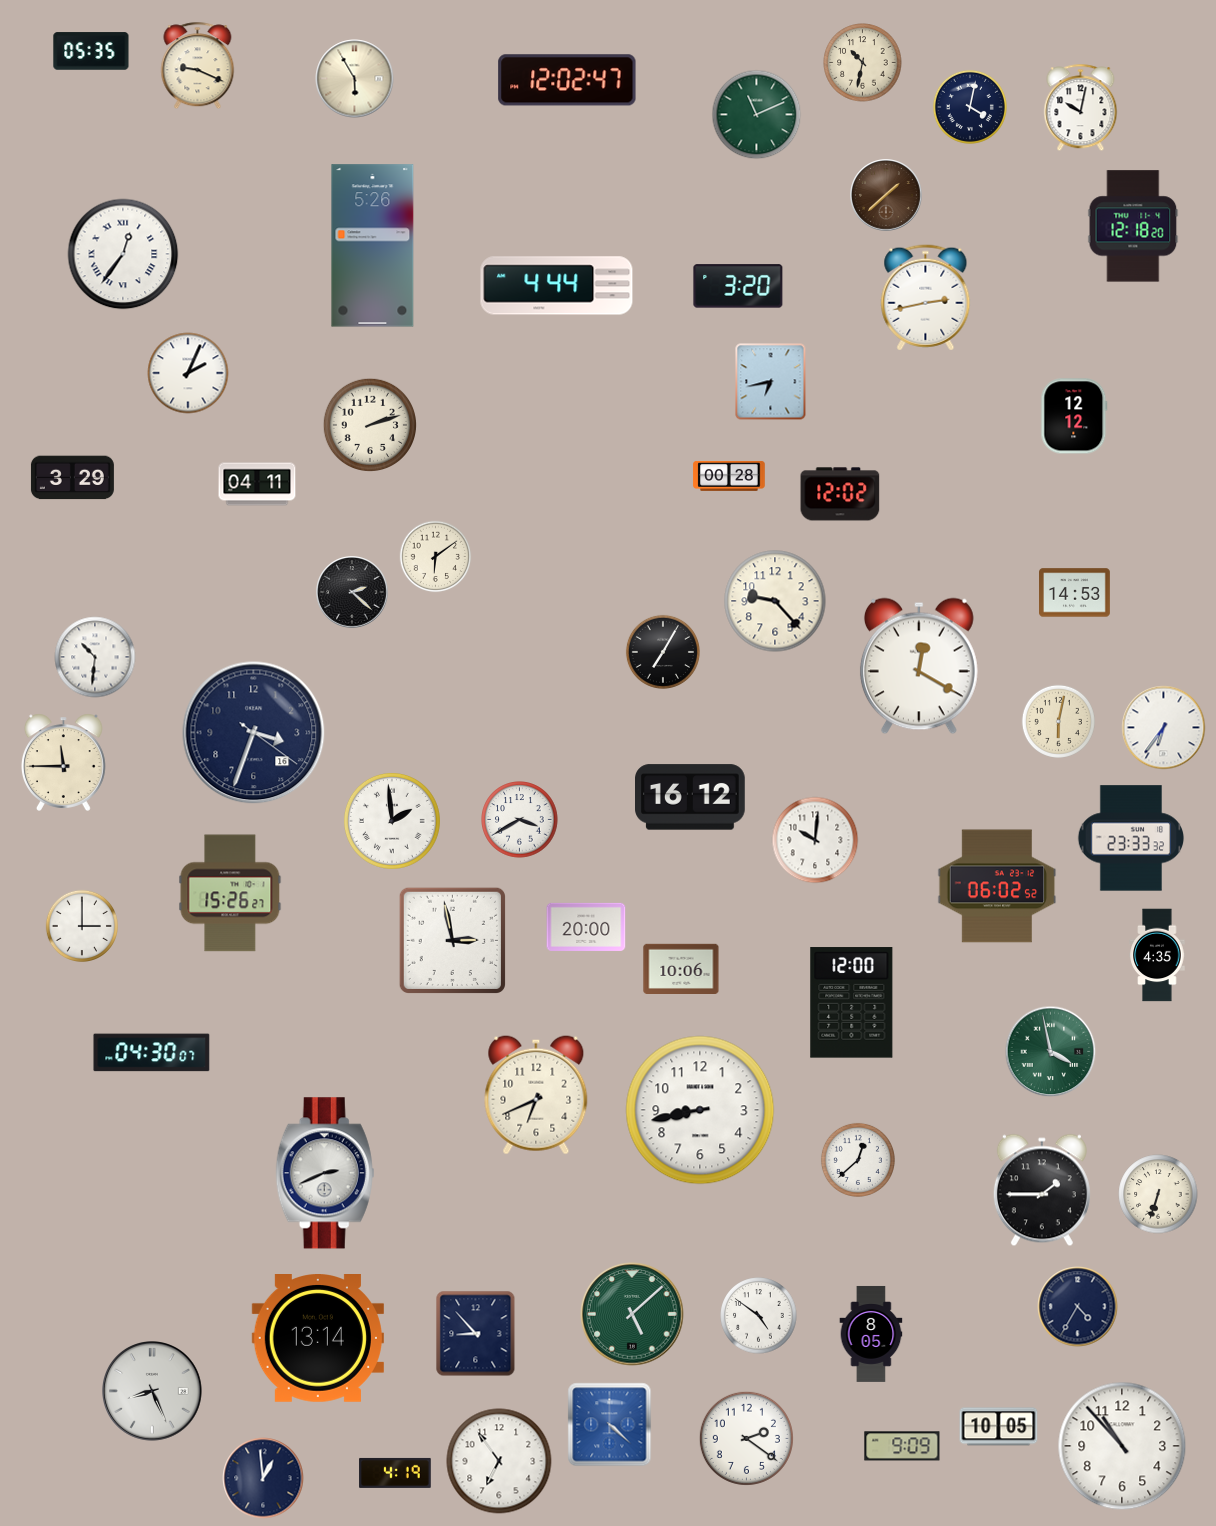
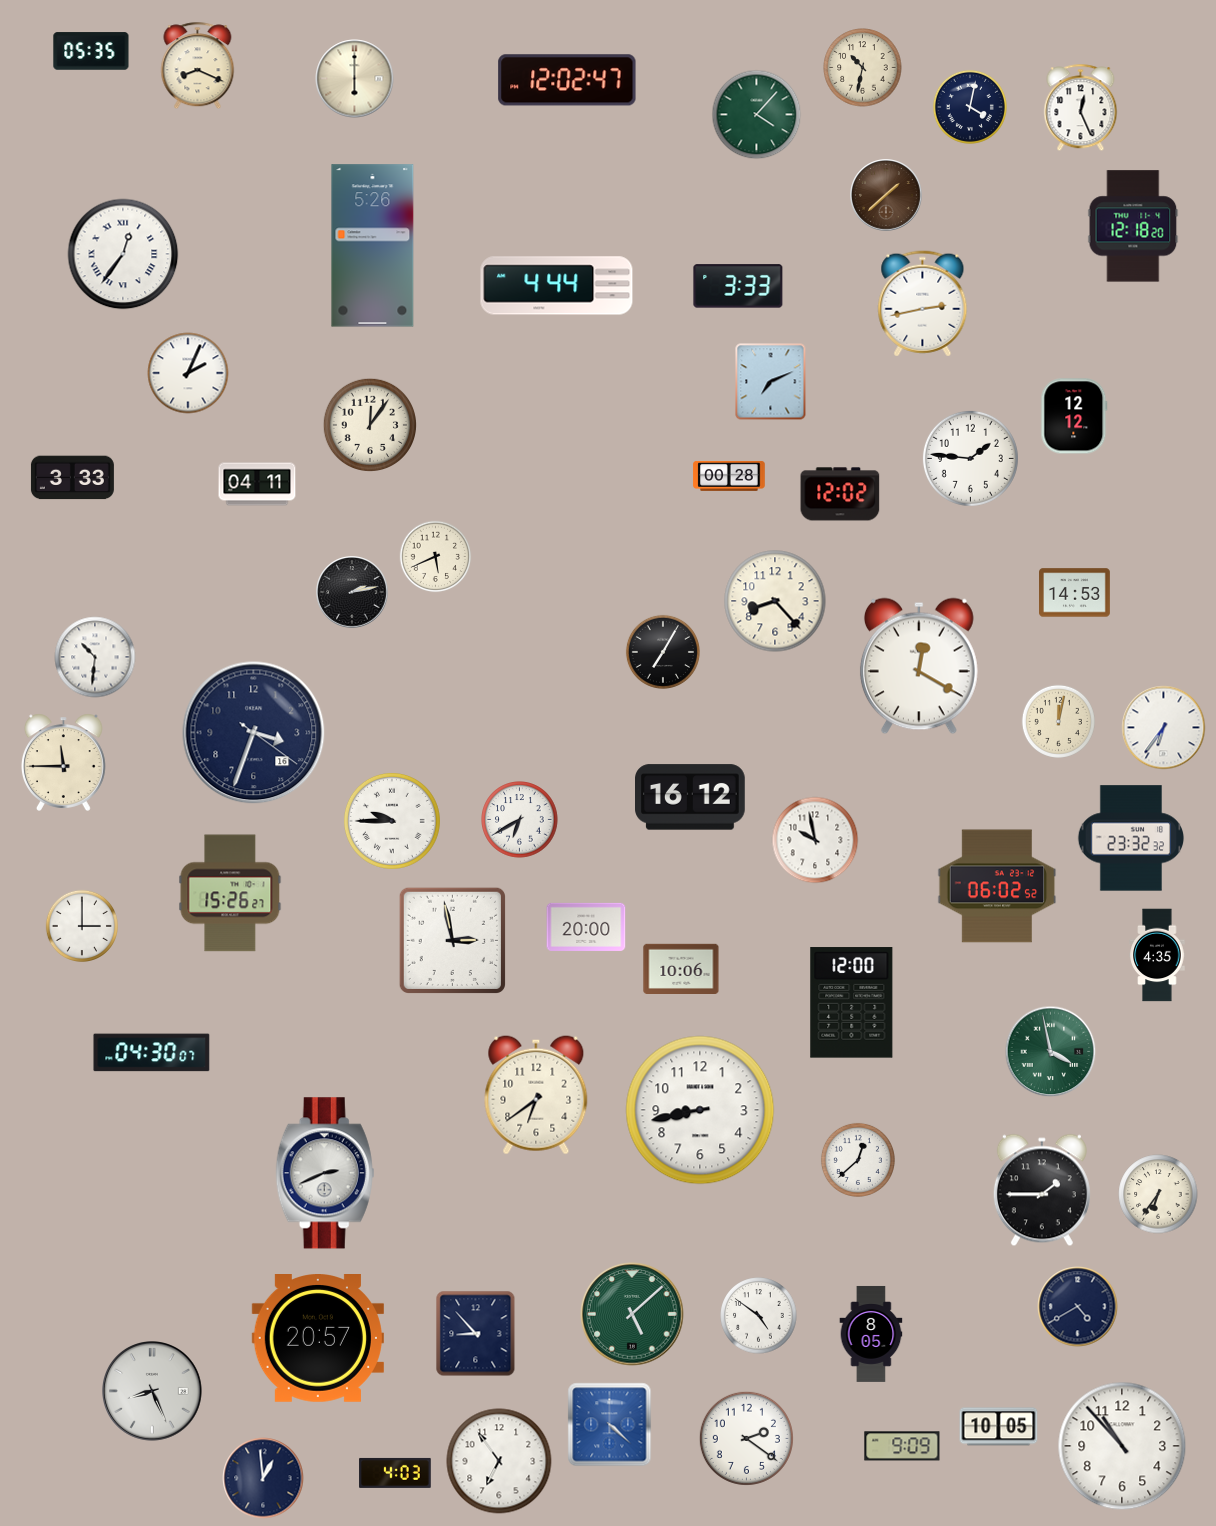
clock at (863, 63) position: (863, 63) -> (863, 68)
clock at (198, 66): 9:19 -> 8:19
clock at (355, 79): 5:55 -> 6:00
clock at (1081, 108): 10:02 -> 12:26
clock at (757, 115): 11:11 -> 4:07
clock at (738, 286): 3:20 -> 3:33
clock at (926, 298) position: (926, 298) -> (923, 304)
clock at (771, 382): 6:43 -> 7:11
clock at (369, 424): 2:12 -> 12:06
clock at (970, 458): none -> 1:46
clock at (72, 478): 3:29 -> 3:33
clock at (436, 557): 6:09 -> 5:41
clock at (352, 592): 2:22 -> 2:13
clock at (775, 601): 9:23 -> 8:23
clock at (1058, 721): 6:02 -> 12:02
clock at (520, 820): 3:40 -> 6:40
clock at (392, 821): 1:59 -> 9:45
clock at (1131, 838): 23:33 -> 23:32
clock at (815, 840): 10:01 -> 9:58
clock at (536, 1095): 6:41 -> 6:39
clock at (1158, 1194): 6:33 -> 6:36
clock at (1078, 1307): 4:35 -> 4:40
clock at (318, 1339): 13:14 -> 20:57
clock at (395, 1473): 4:19 -> 4:03
